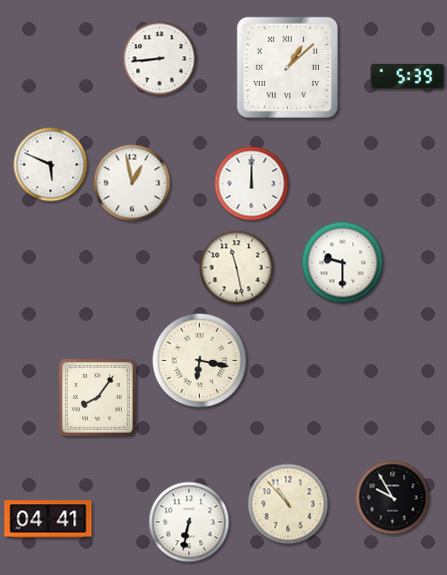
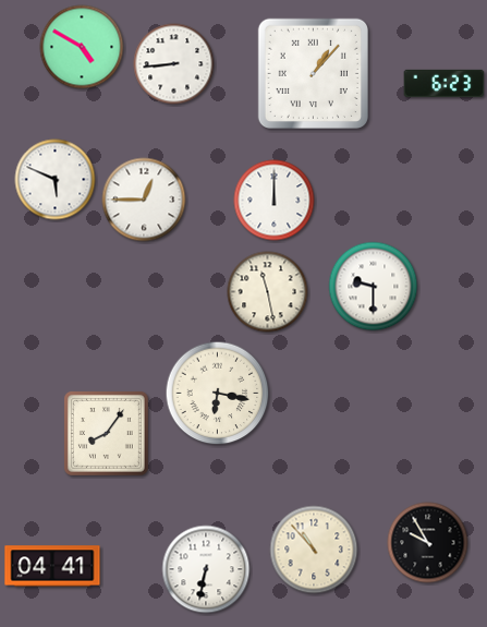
clock at (82, 47): none -> 4:50
clock at (287, 67): 1:08 -> 1:07
clock at (408, 76): 5:39 -> 6:23
clock at (132, 183): 12:58 -> 12:45
clock at (237, 268) position: (237, 268) -> (268, 292)
